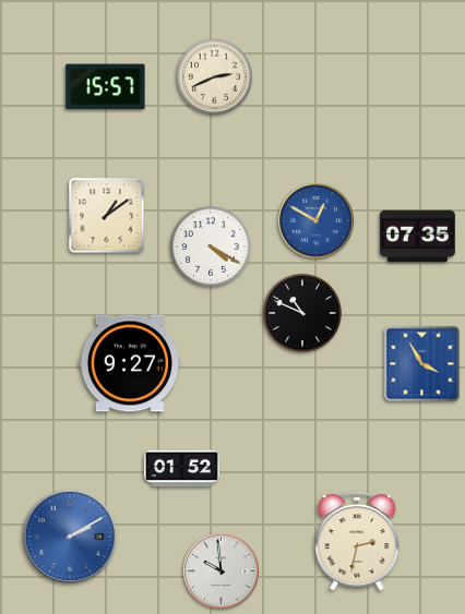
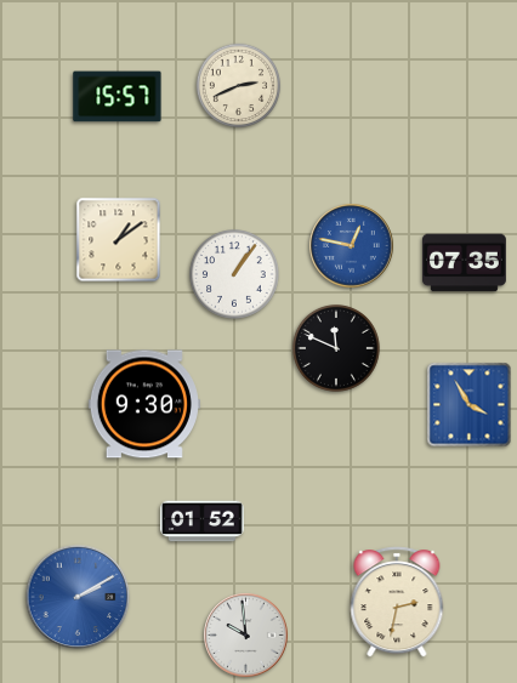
clock at (317, 221): 12:50 -> 12:47
clock at (211, 246): 4:20 -> 1:06
clock at (302, 313): 10:49 -> 11:49
clock at (130, 363): 9:27 -> 9:30
